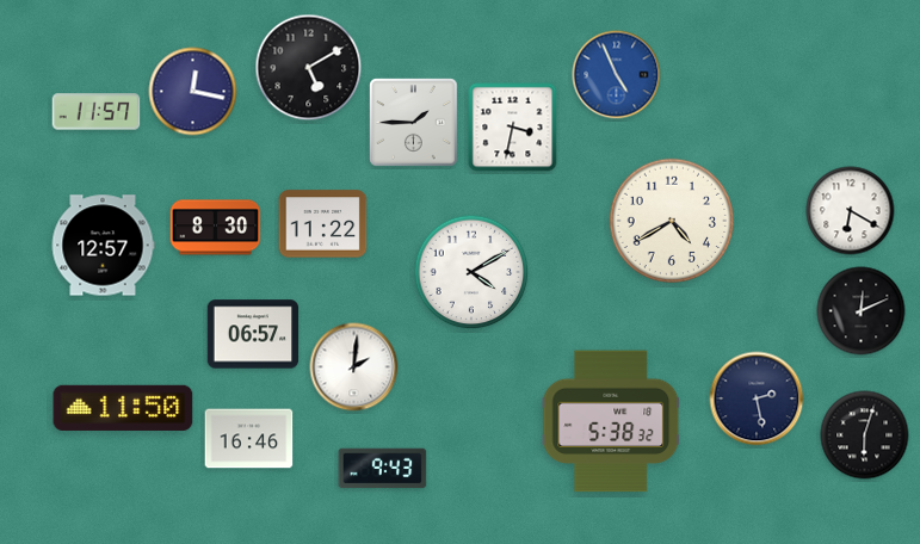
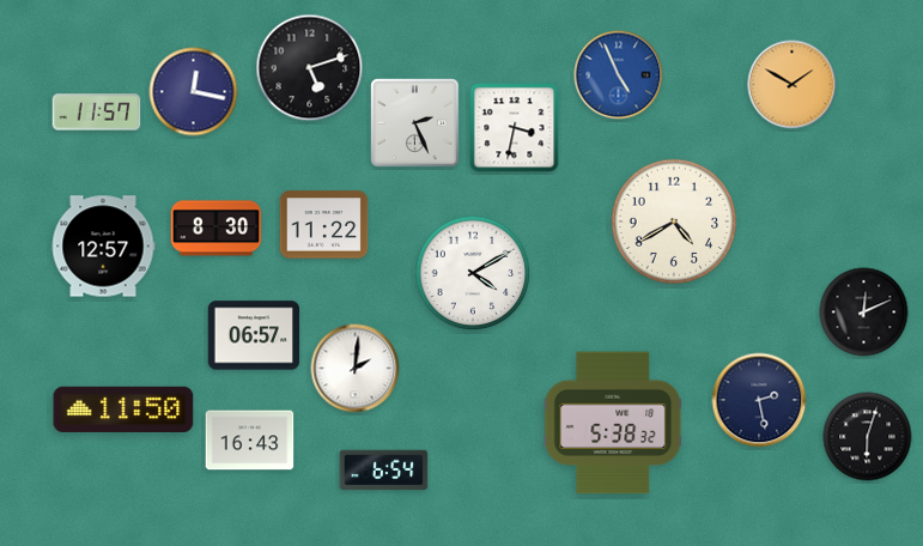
clock at (309, 68): 5:10 -> 5:12
clock at (793, 85): none -> 1:50
clock at (414, 123): 1:45 -> 2:26
clock at (851, 211): 6:20 -> none
clock at (249, 439): 16:46 -> 16:43
clock at (383, 469): 9:43 -> 6:54
